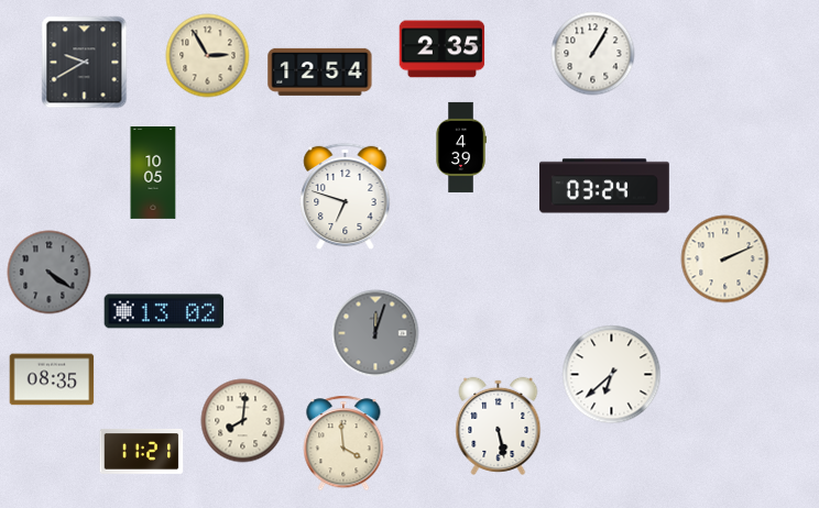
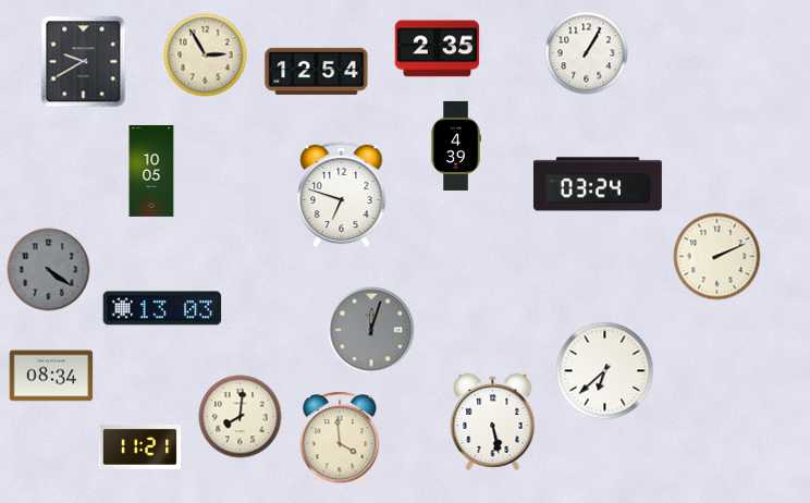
clock at (164, 311): 13:02 -> 13:03
clock at (52, 379): 08:35 -> 08:34
